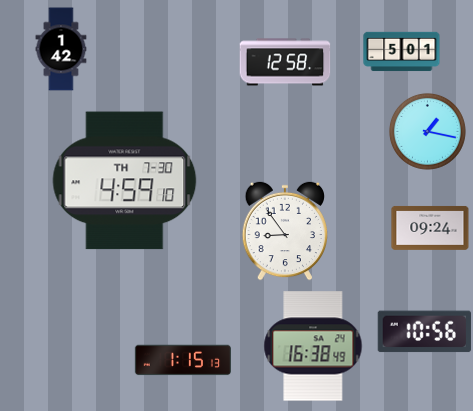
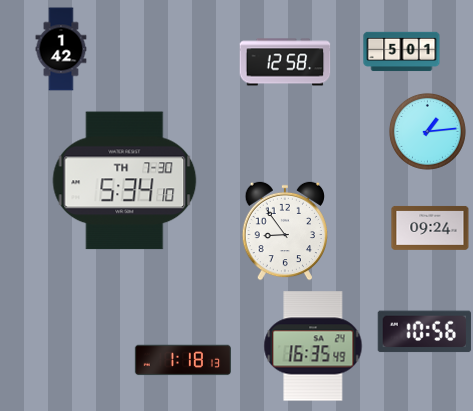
clock at (427, 131): 1:17 -> 1:14
clock at (125, 181): 4:59 -> 5:34
clock at (313, 346): 16:38 -> 16:35
clock at (183, 360): 1:15 -> 1:18
